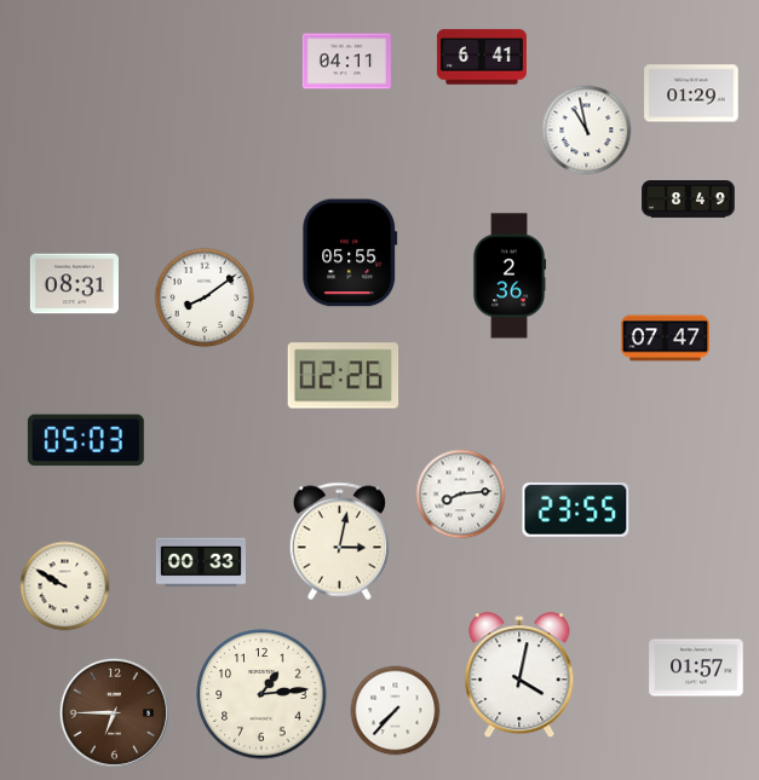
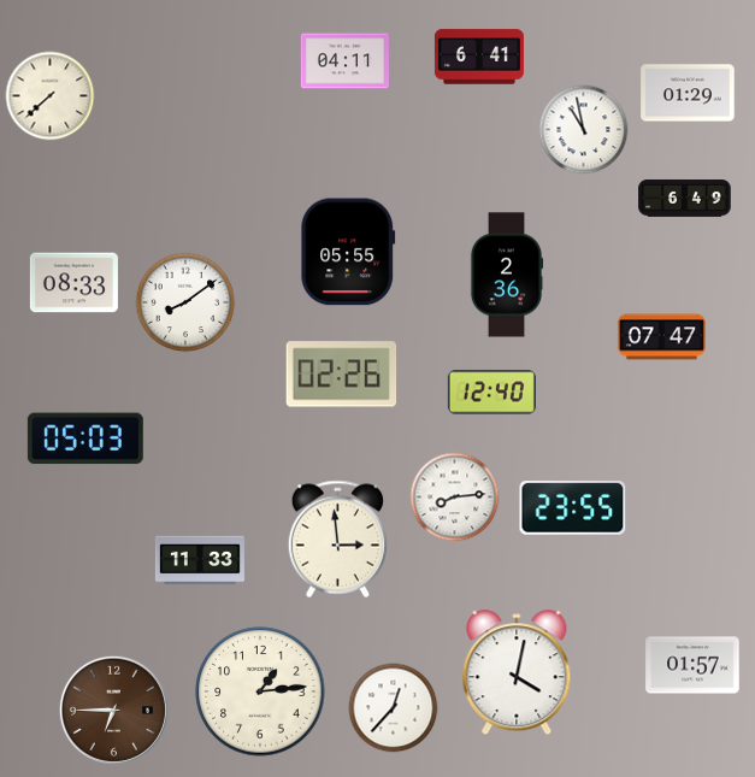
clock at (51, 96): none -> 7:38
clock at (689, 200): 8:49 -> 6:49
clock at (74, 284): 08:31 -> 08:33
clock at (205, 297) position: (205, 297) -> (185, 302)
clock at (491, 393): none -> 12:40
clock at (461, 495) position: (461, 495) -> (455, 498)
clock at (339, 542): 3:02 -> 2:59
clock at (201, 562): 00:33 -> 11:33
clock at (65, 587): 9:50 -> none
clock at (396, 711): 7:37 -> 12:37
